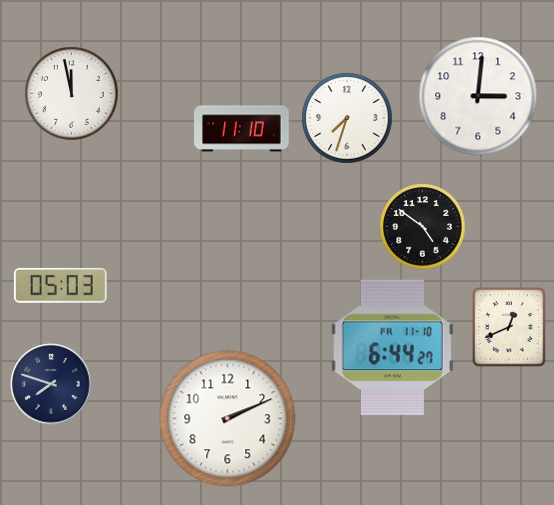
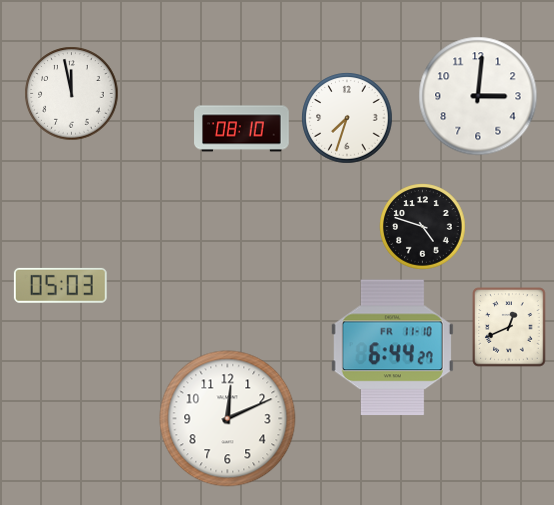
clock at (242, 129): 11:10 -> 08:10
clock at (423, 227): 4:51 -> 4:48
clock at (51, 384): 7:48 -> none
clock at (228, 419): 2:11 -> 12:11
